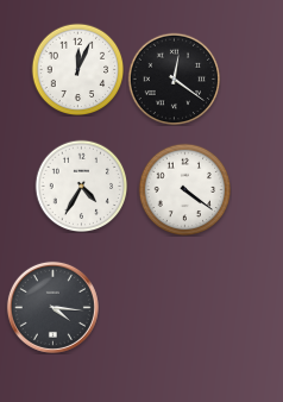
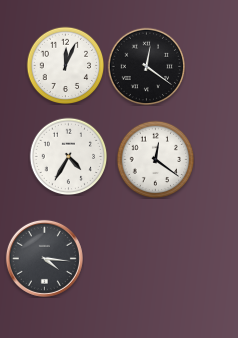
clock at (77, 69) position: (77, 69) -> (65, 65)
clock at (184, 189): 4:21 -> 12:21
